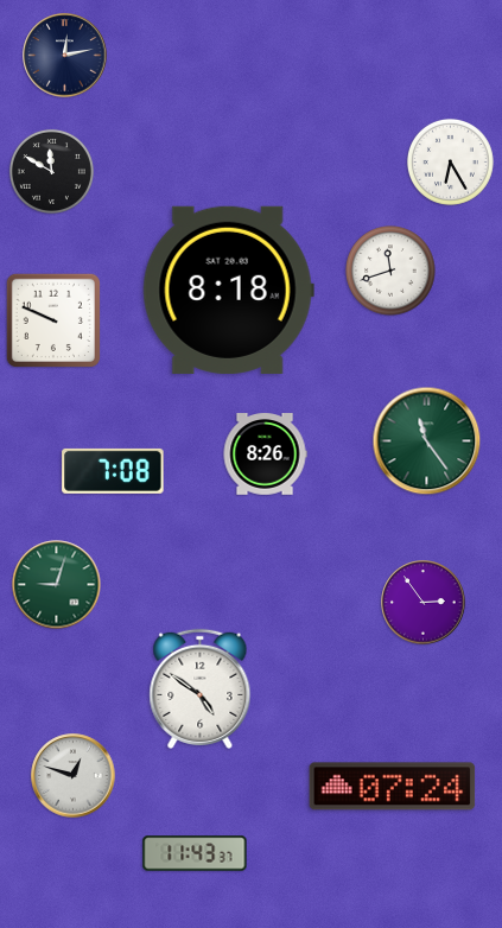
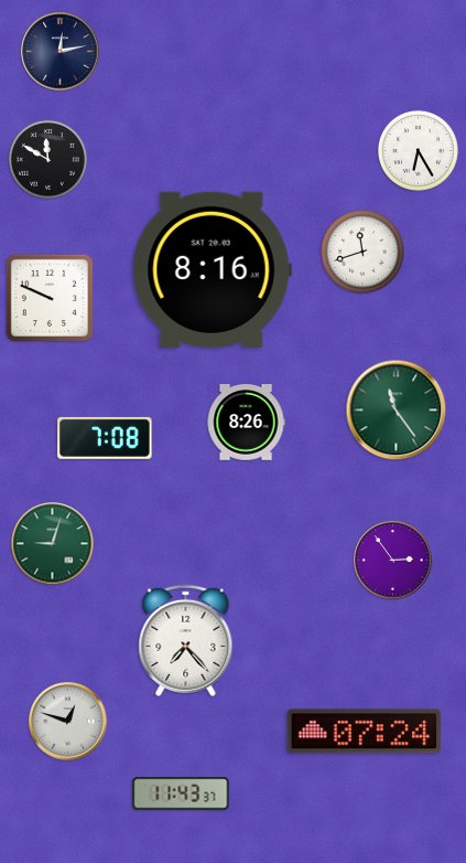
clock at (228, 290): 8:18 -> 8:16
clock at (201, 688): 4:51 -> 7:23
